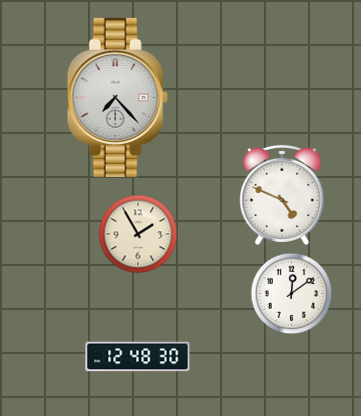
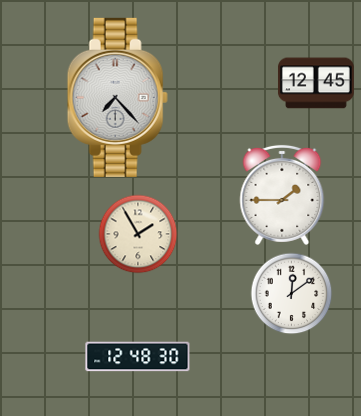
clock at (316, 83): none -> 12:45
clock at (282, 195): 4:49 -> 1:45
